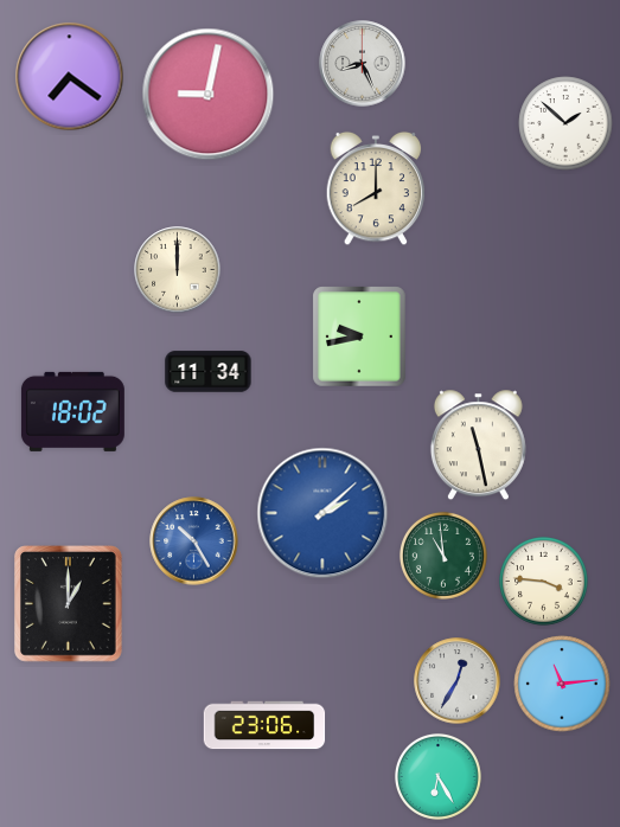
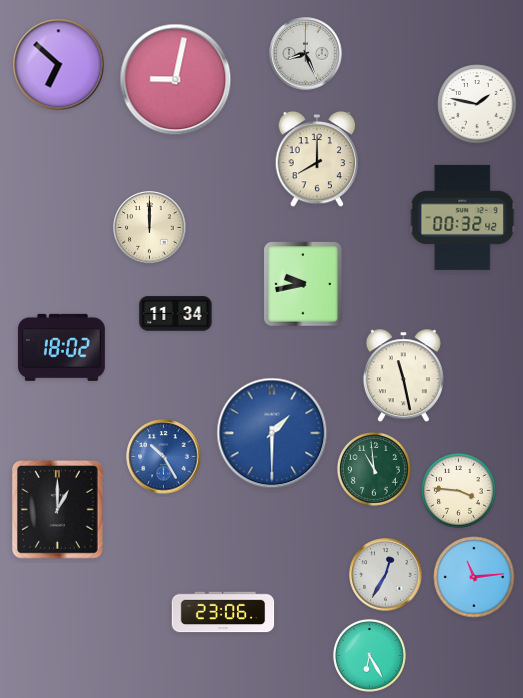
clock at (70, 77): 7:21 -> 6:52
clock at (565, 123): 1:52 -> 1:47
clock at (463, 217): none -> 00:32
clock at (322, 513): 2:08 -> 1:30
